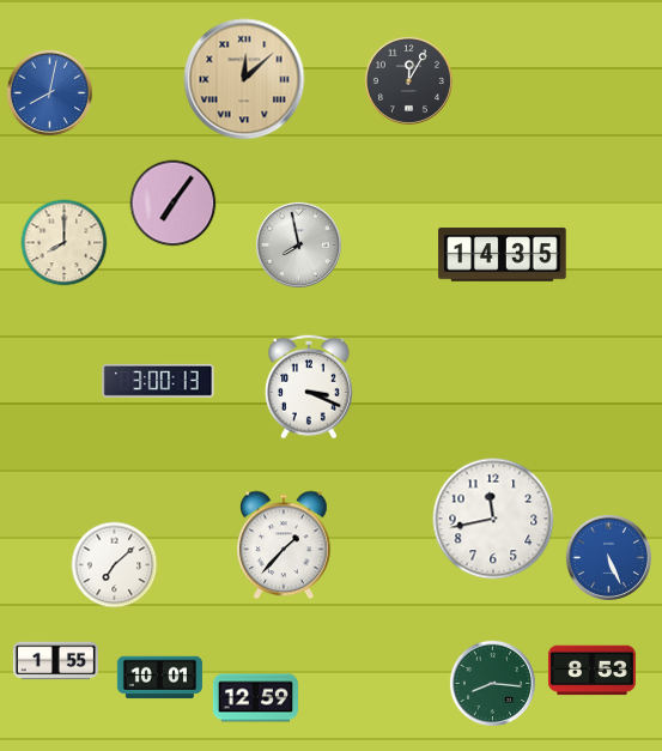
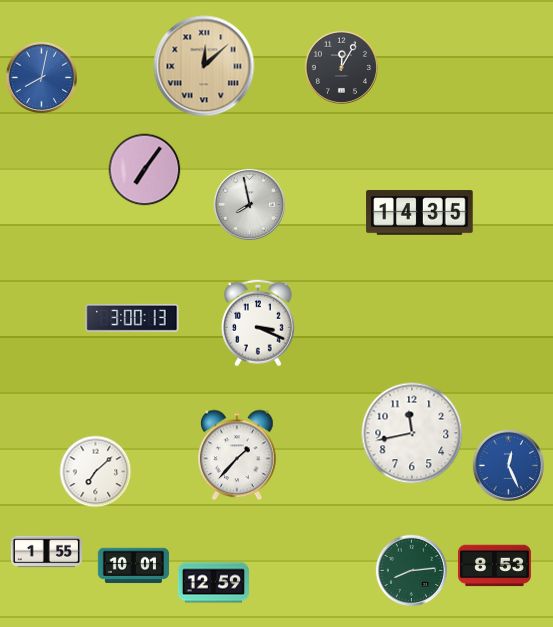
clock at (65, 243): 8:00 -> none
clock at (608, 557): 5:26 -> 12:26
clock at (593, 671) position: (593, 671) -> (495, 566)
clock at (492, 683): 8:16 -> 8:14
